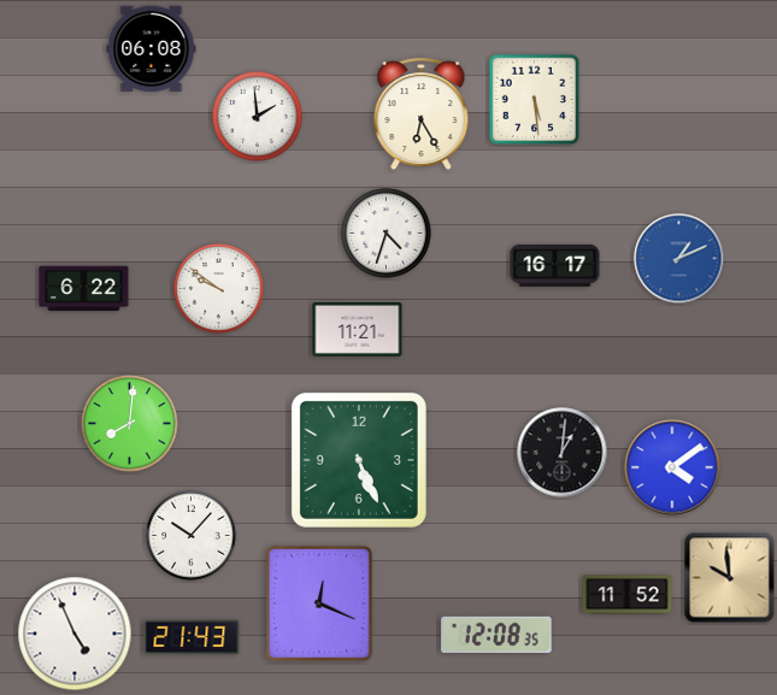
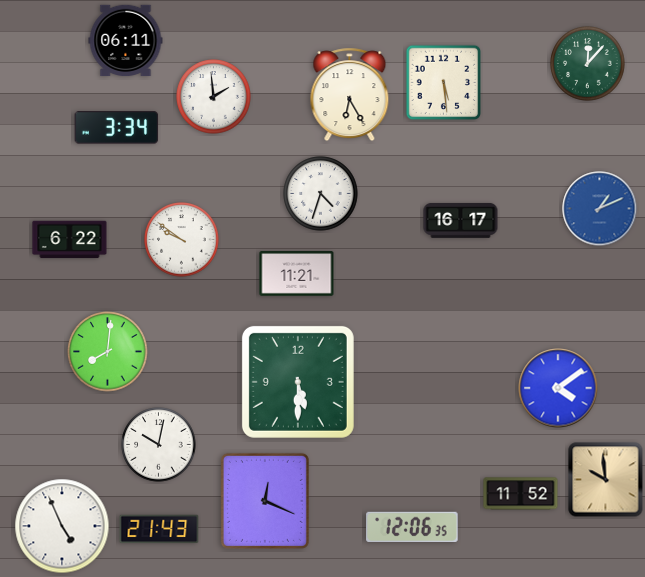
clock at (152, 49): 06:08 -> 06:11
clock at (588, 64): none -> 12:07
clock at (117, 128): none -> 3:34
clock at (679, 259) position: (679, 259) -> (600, 209)
clock at (563, 453): 1:01 -> none
clock at (359, 460): 5:26 -> 5:30
clock at (192, 536): 10:07 -> 10:02
clock at (496, 635): 12:08 -> 12:06
